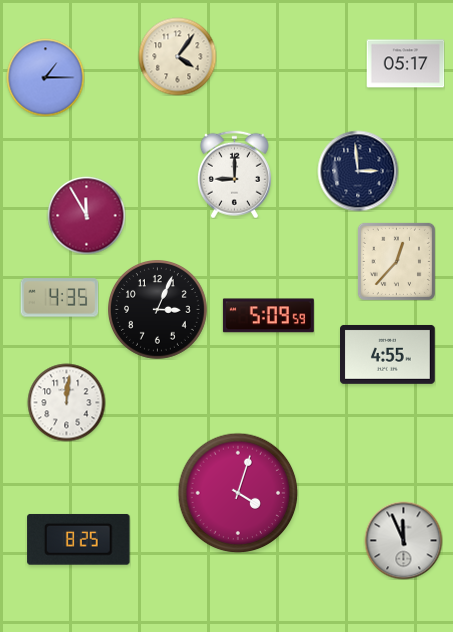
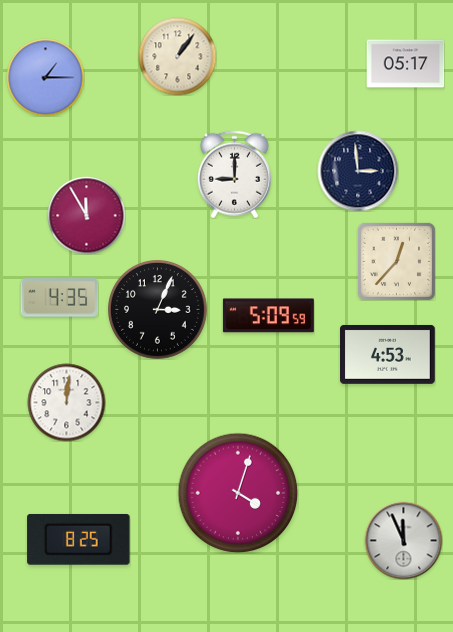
clock at (177, 56): 4:06 -> 1:06
clock at (388, 354): 4:55 -> 4:53
